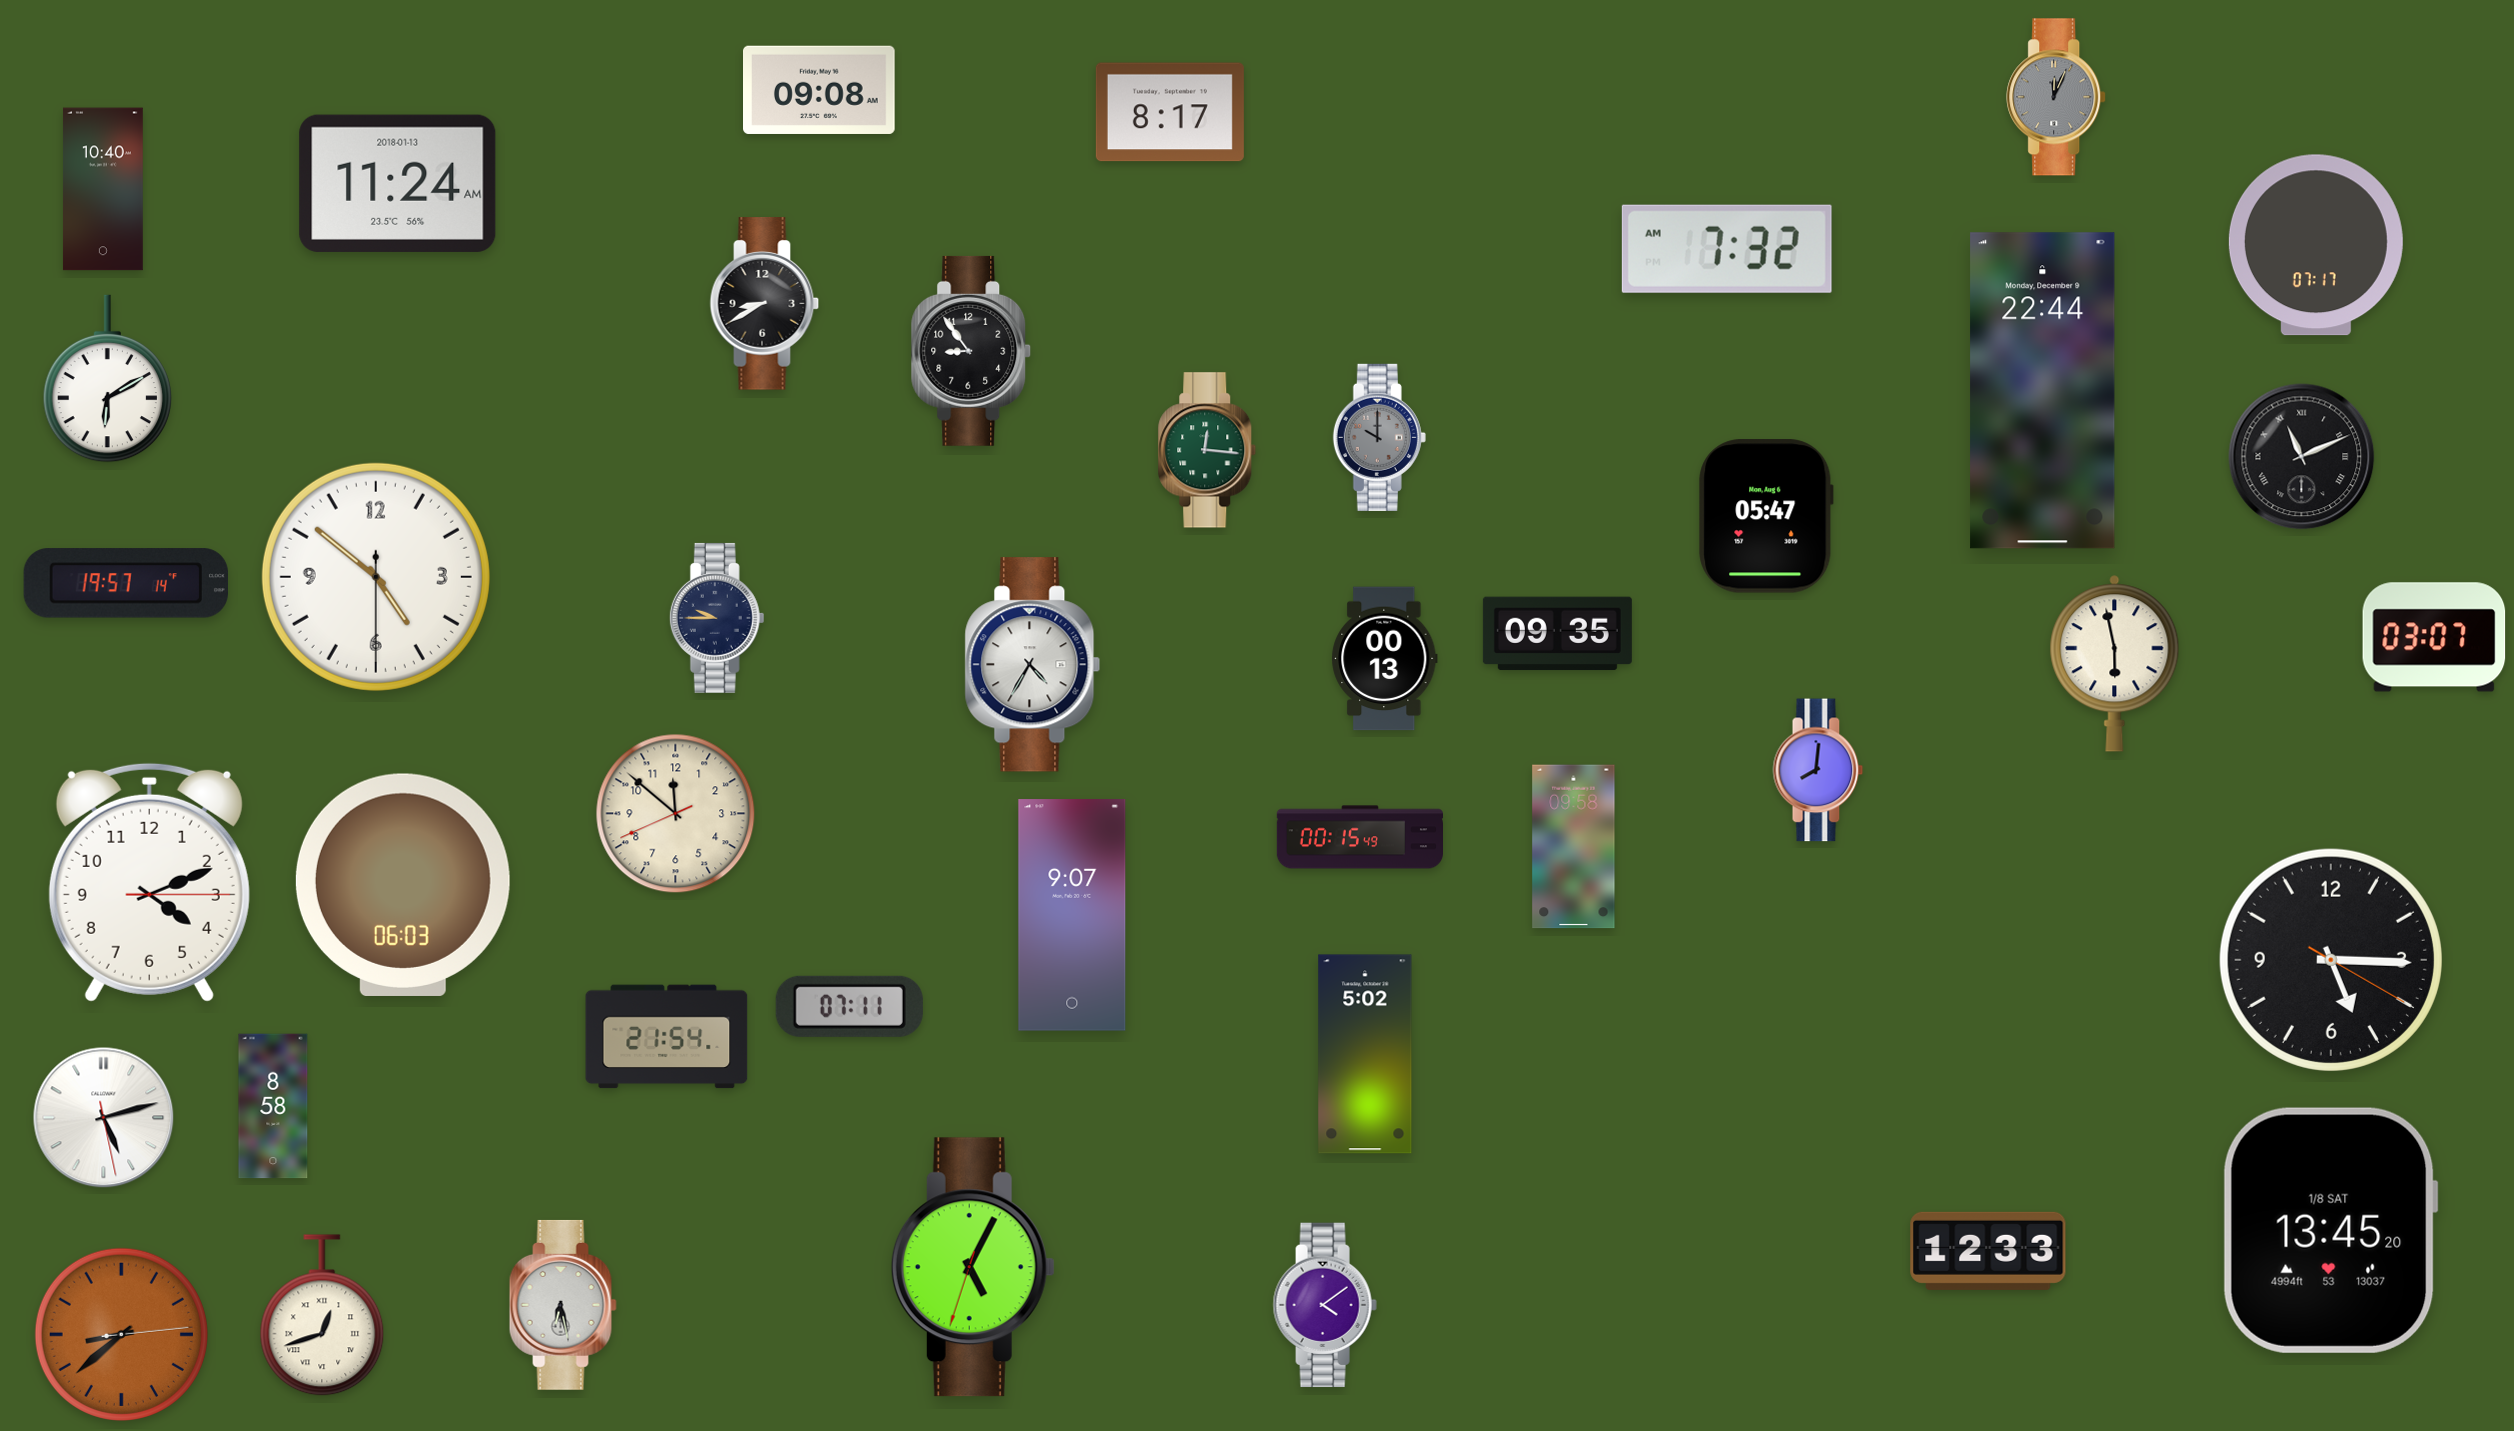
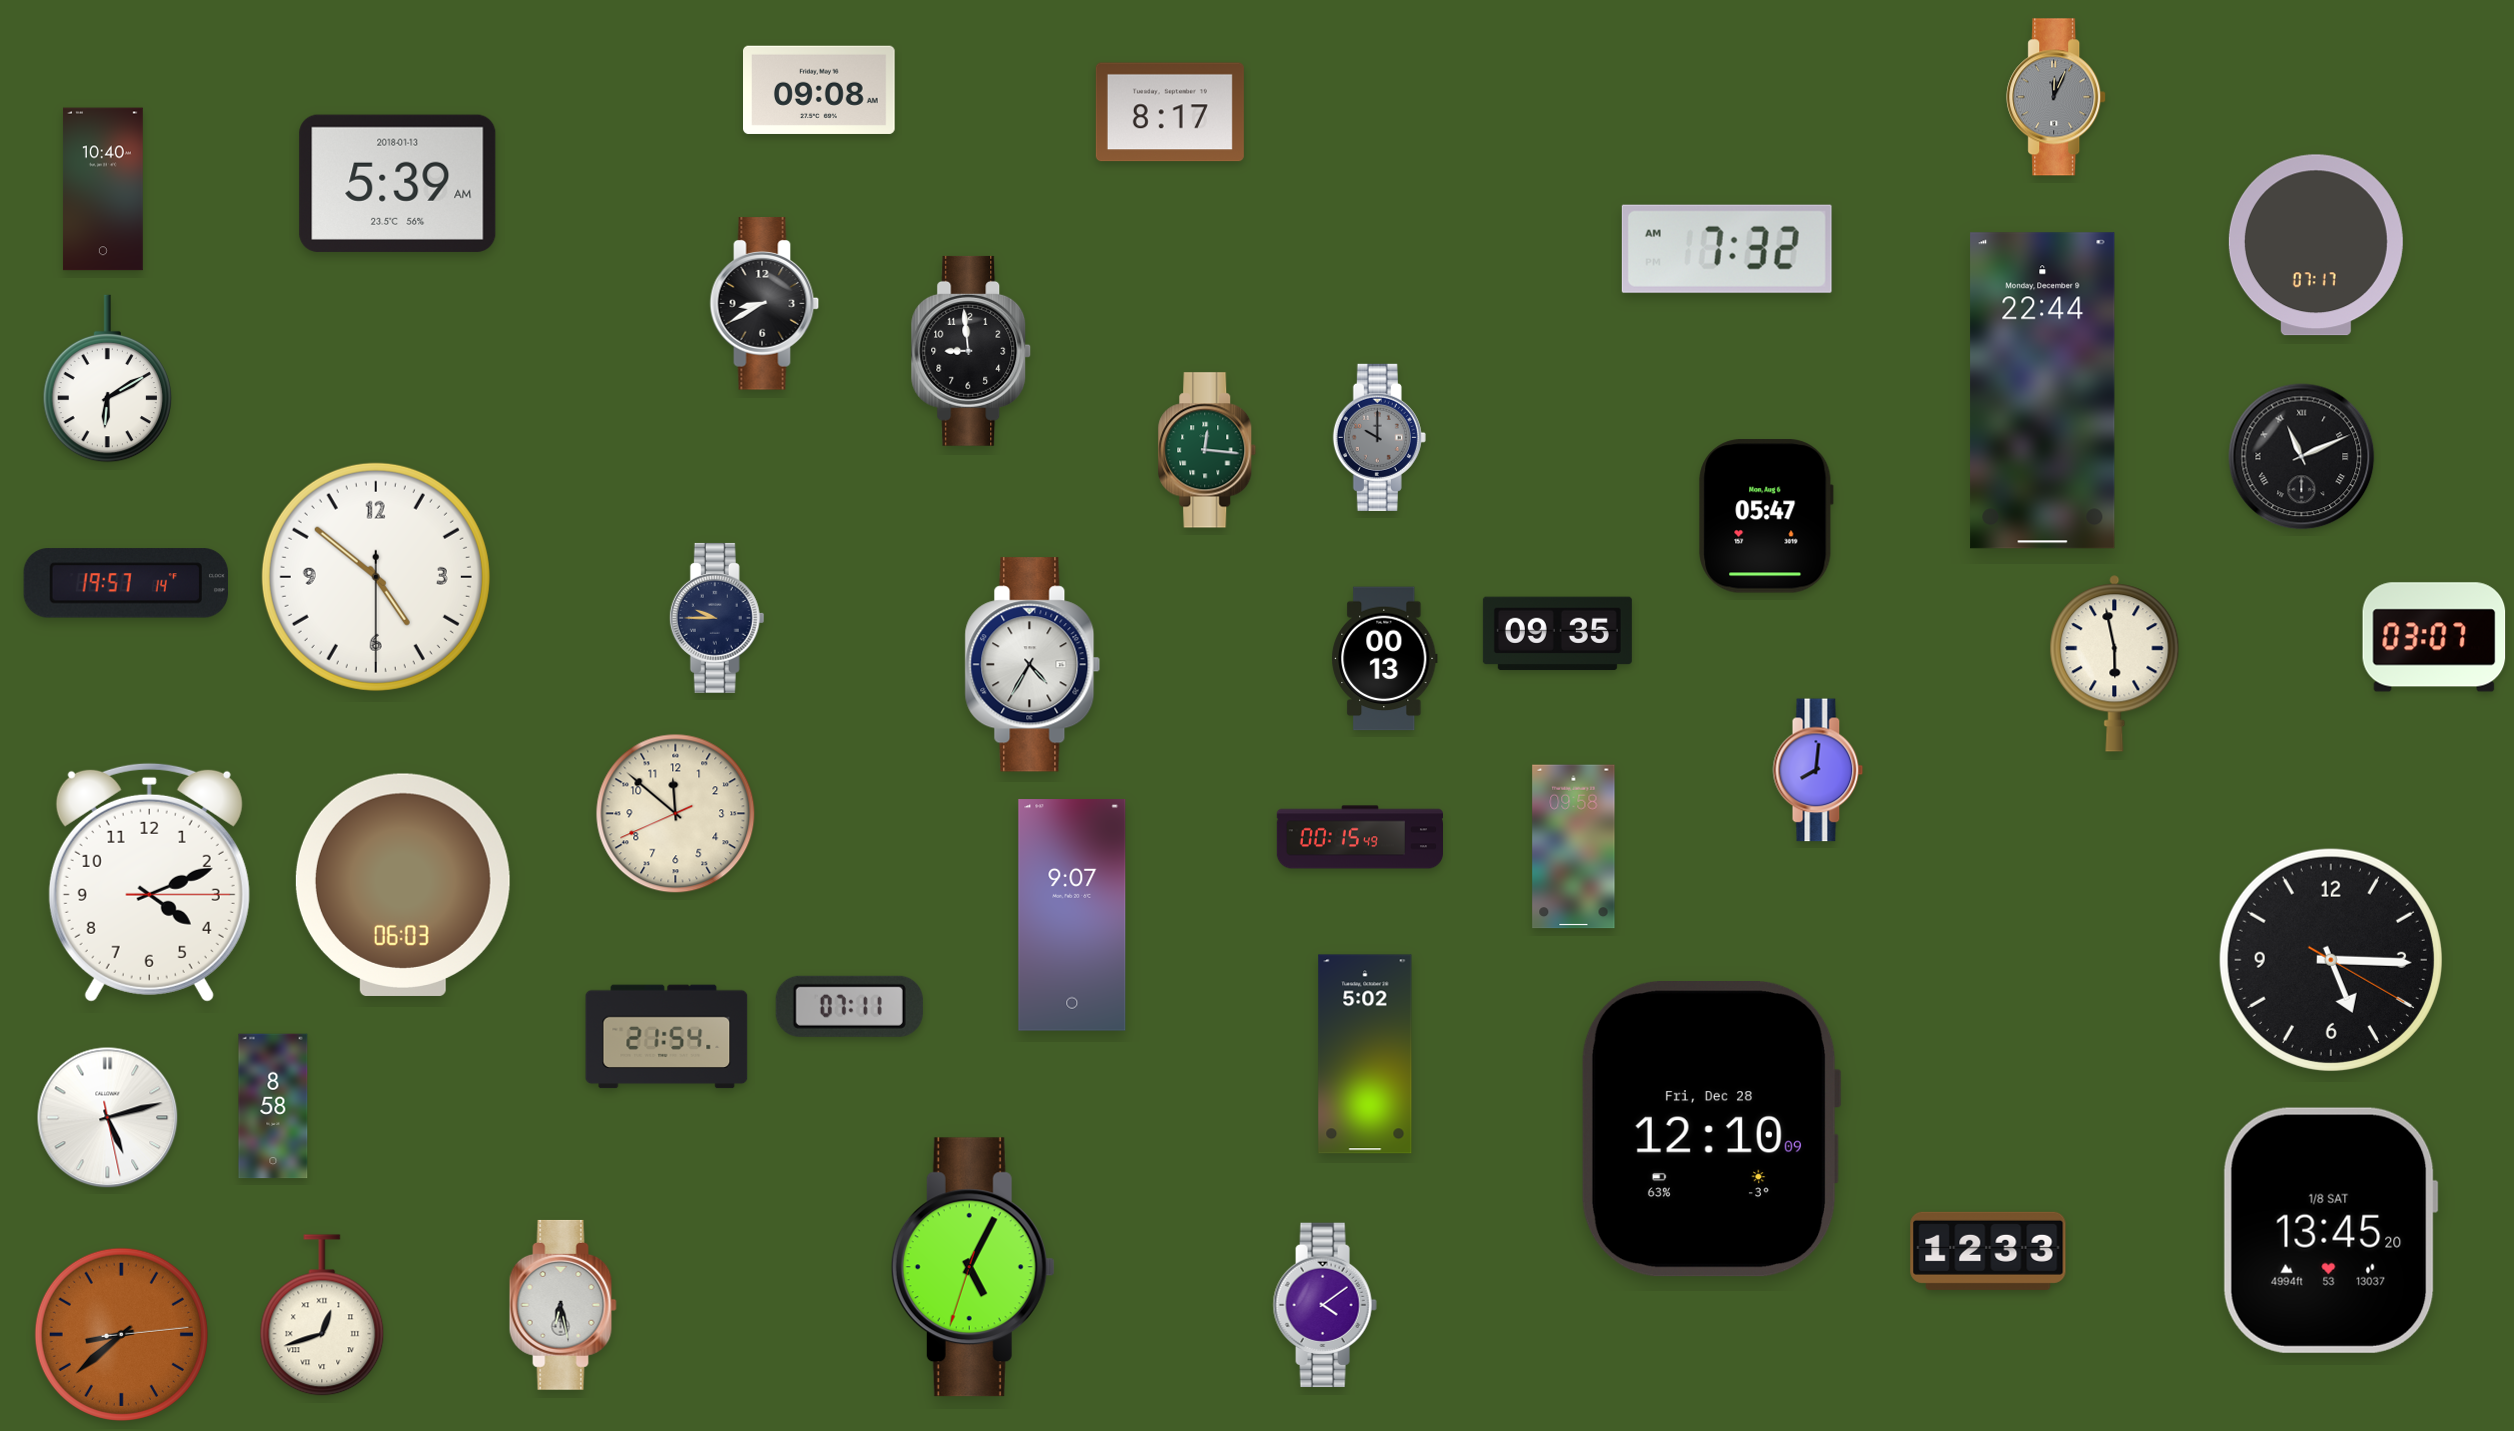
clock at (398, 183): 11:24 -> 5:39
clock at (971, 351): 8:54 -> 8:59
clock at (104, 1118) position: (104, 1118) -> (108, 1118)
clock at (1711, 1130): none -> 12:10
